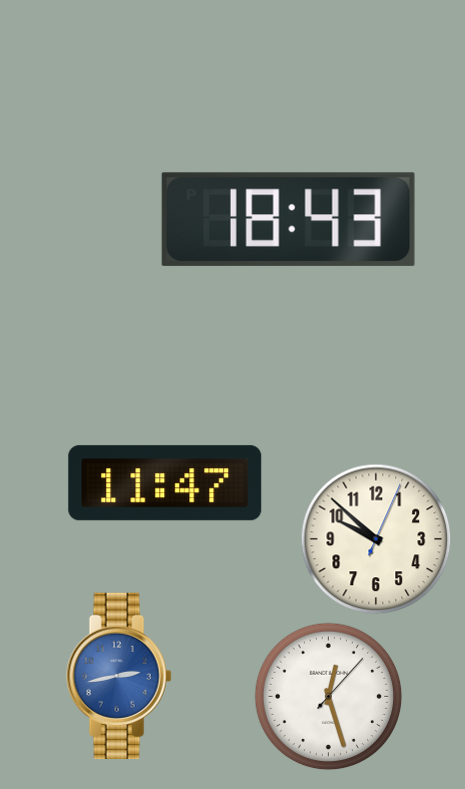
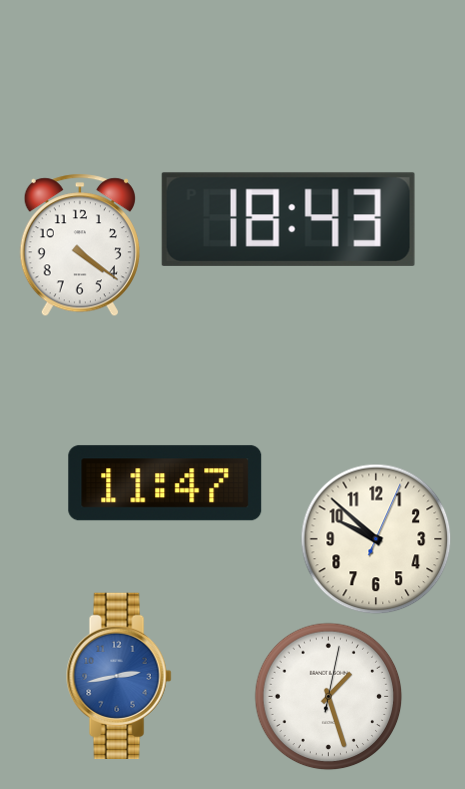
clock at (80, 245): none -> 4:21
clock at (329, 697): 12:27 -> 1:27
